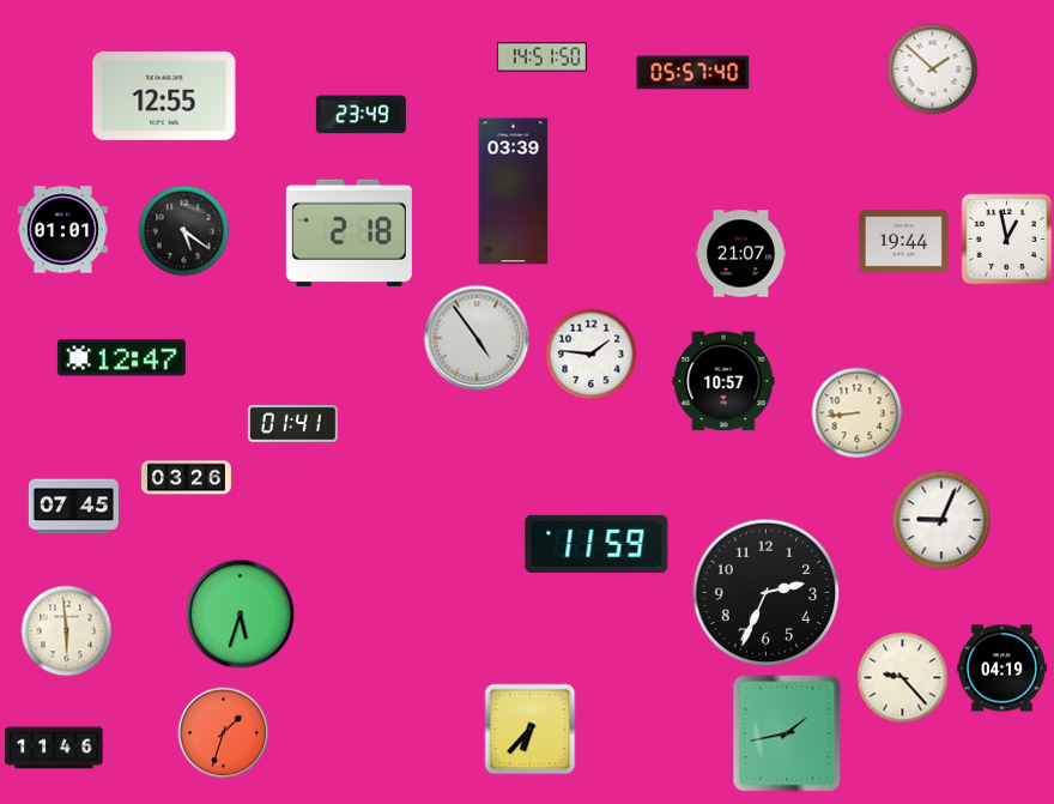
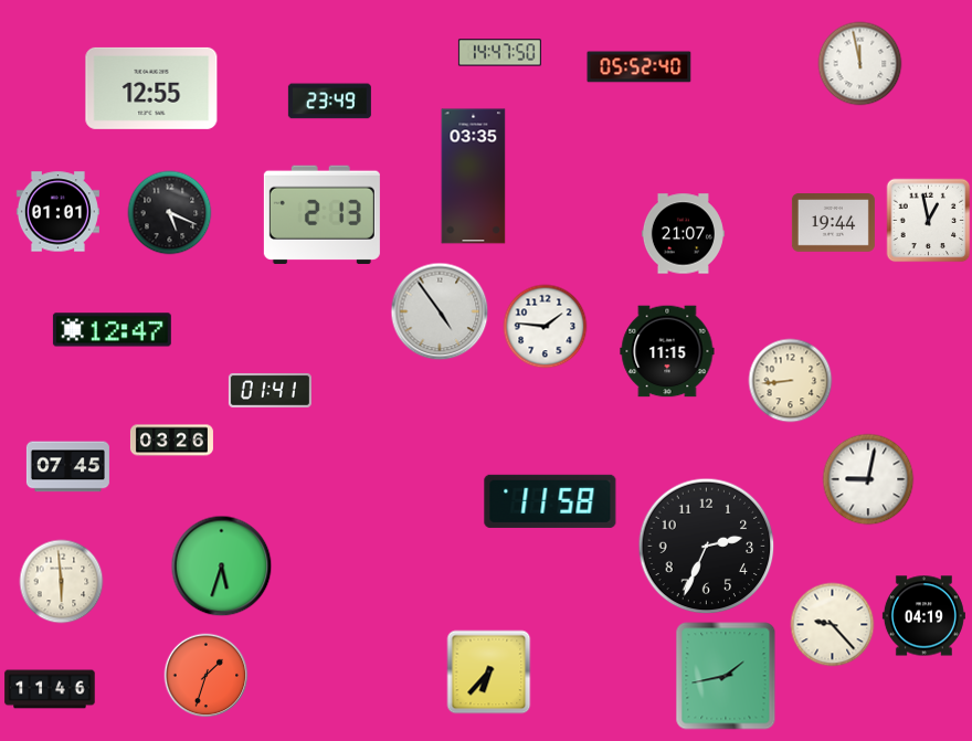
clock at (541, 58): 14:51 -> 14:47
clock at (933, 69): 1:52 -> 11:58
clock at (693, 73): 05:57 -> 05:52
clock at (361, 115) position: (361, 115) -> (329, 102)
clock at (514, 192): 03:39 -> 03:35
clock at (184, 231): 5:21 -> 5:19
clock at (349, 232): 2:18 -> 2:13
clock at (723, 381): 10:57 -> 11:15
clock at (941, 520): 9:04 -> 9:02
clock at (596, 544): 11:59 -> 11:58
